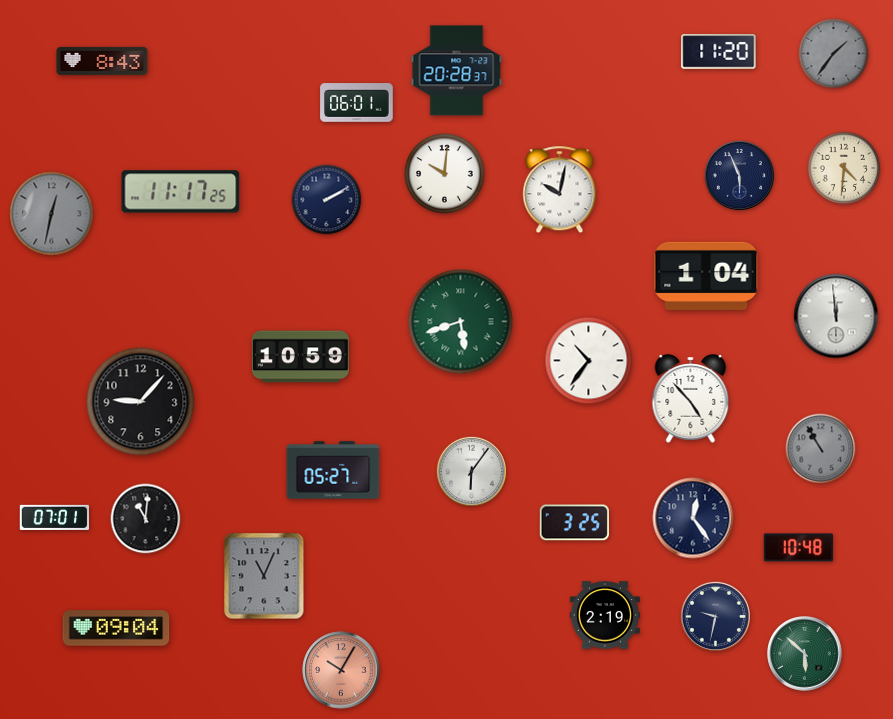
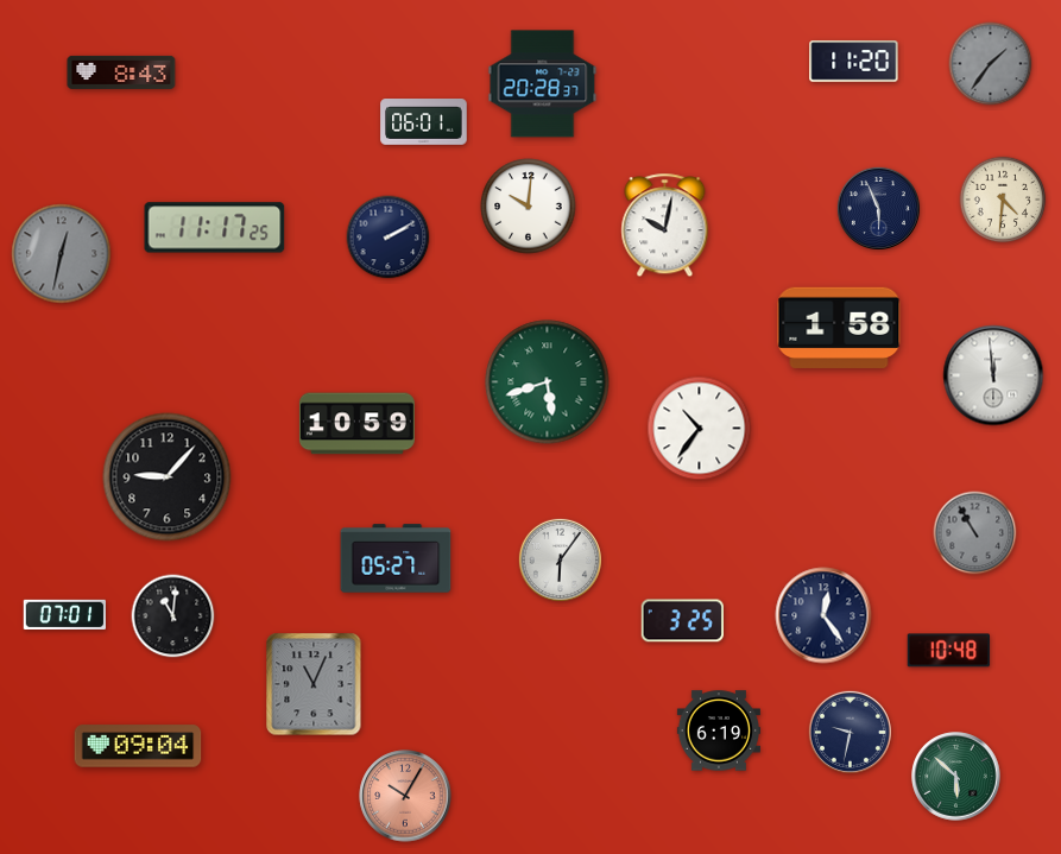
clock at (706, 276): 1:04 -> 1:58
clock at (691, 399): 4:53 -> none
clock at (605, 615): 2:19 -> 6:19
